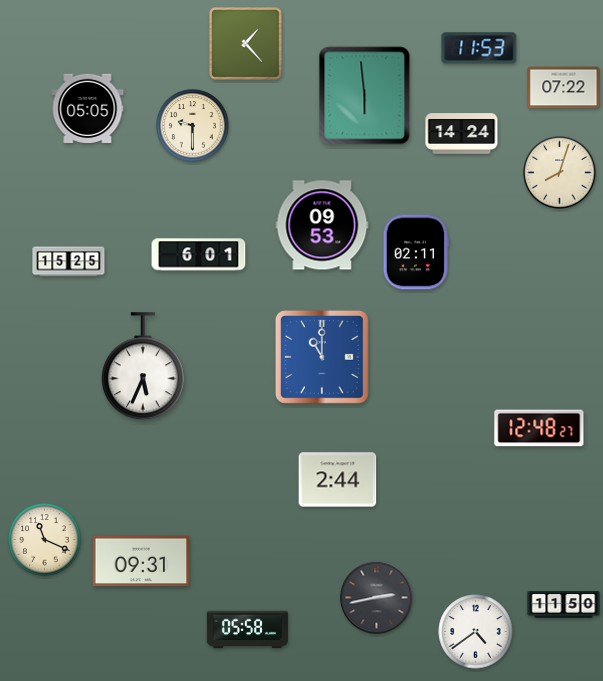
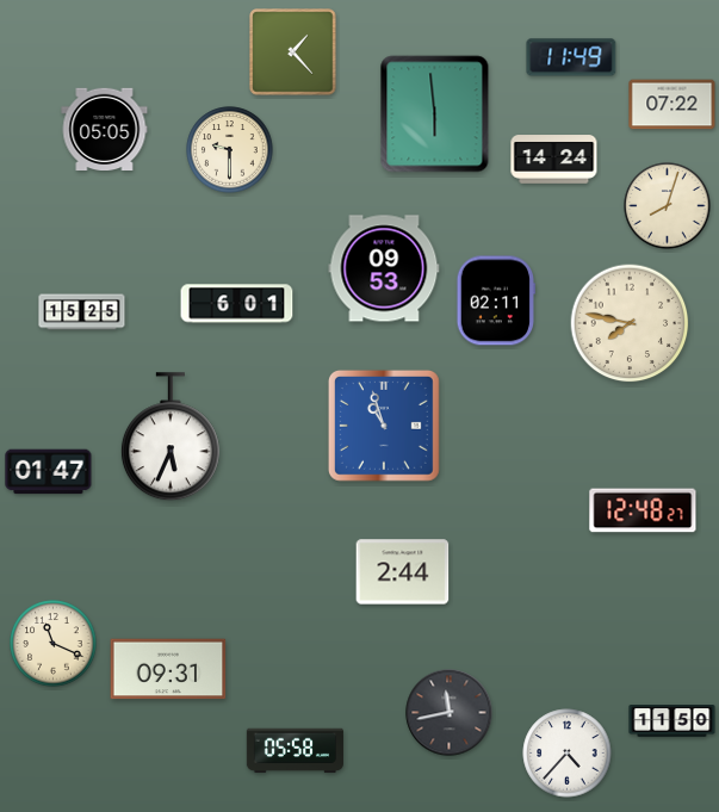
clock at (479, 48): 11:53 -> 11:49
clock at (462, 134) position: (462, 134) -> (554, 160)
clock at (630, 323): none -> 7:47
clock at (322, 357): 11:00 -> 10:57
clock at (49, 472): none -> 01:47
clock at (377, 598): 2:43 -> 11:43
clock at (476, 632): 4:39 -> 4:37
